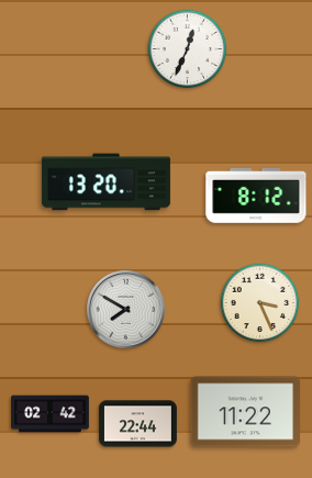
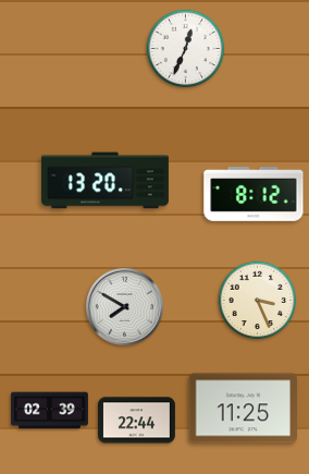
clock at (245, 412): 11:22 -> 11:25
clock at (51, 414): 02:42 -> 02:39
